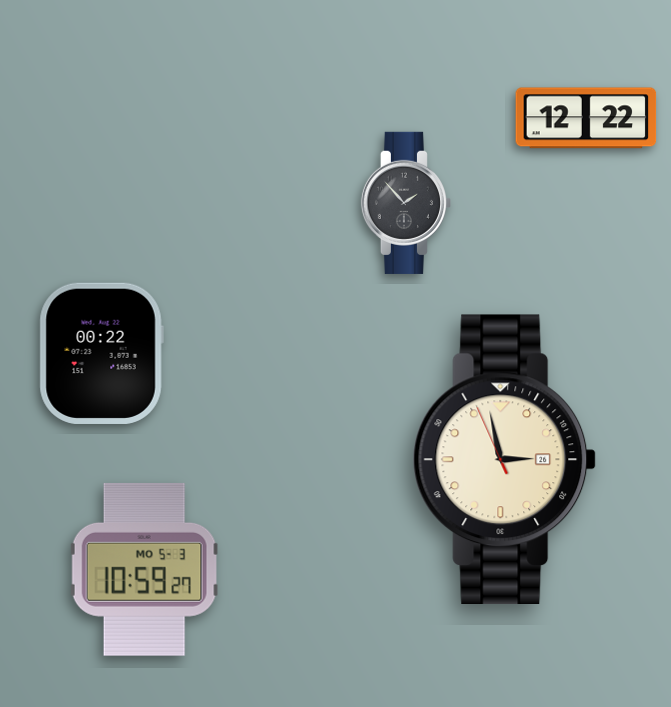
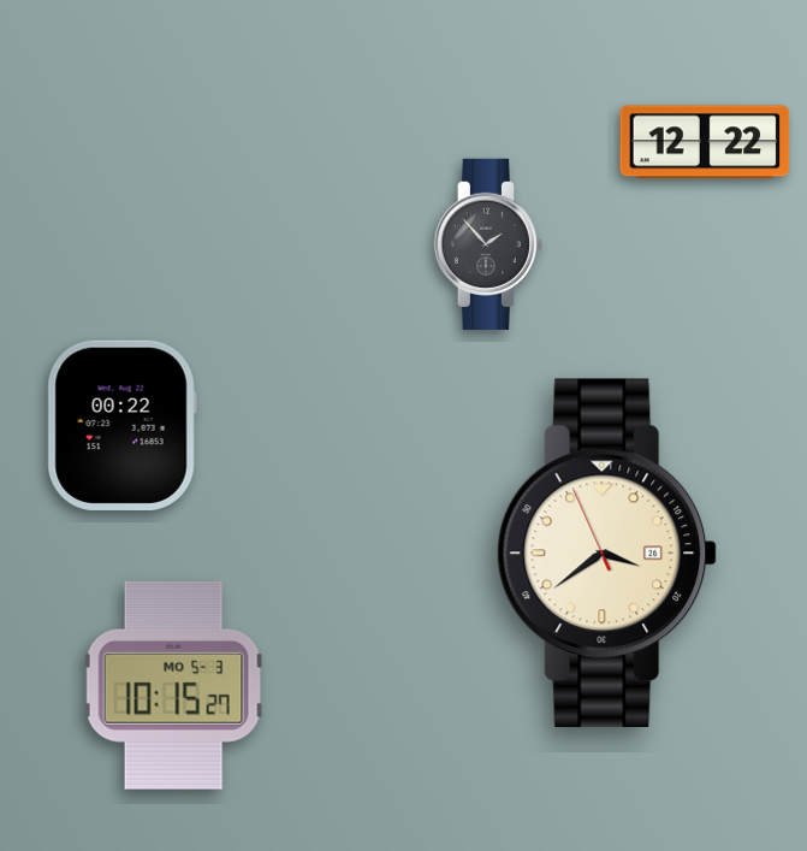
clock at (505, 459): 2:57 -> 3:38
clock at (145, 569): 10:59 -> 10:15
